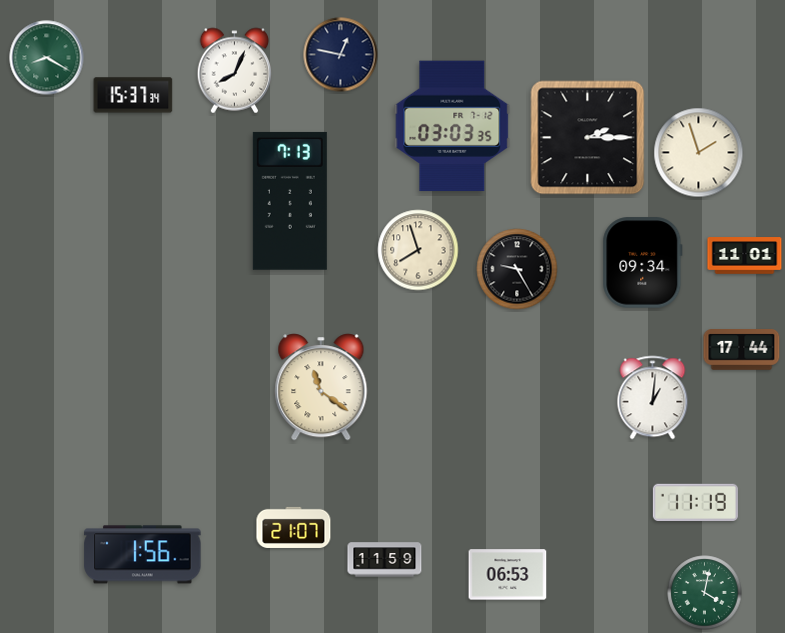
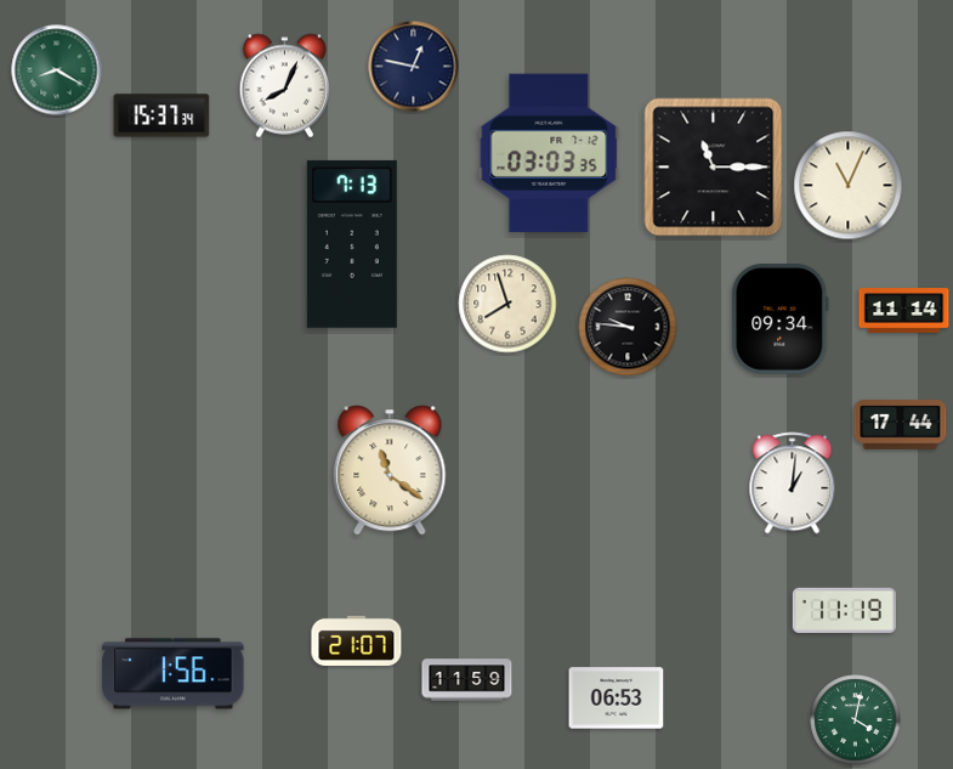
clock at (588, 138): 2:15 -> 11:15
clock at (699, 153): 1:57 -> 11:04
clock at (745, 256): 11:01 -> 11:14
clock at (517, 269): 9:25 -> 9:46
